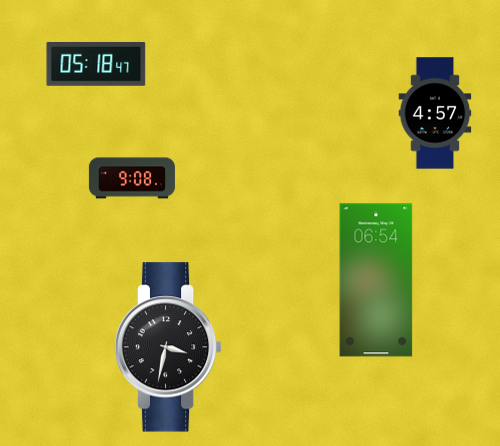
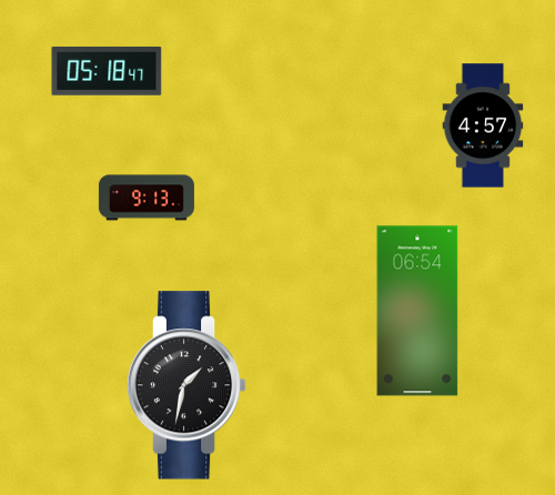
clock at (132, 178): 9:08 -> 9:13
clock at (168, 347): 3:32 -> 1:32
